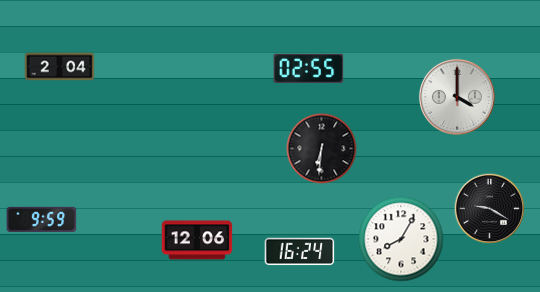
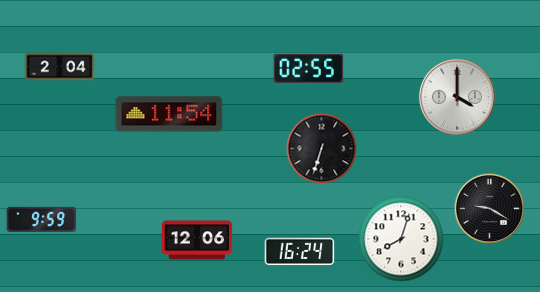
clock at (169, 114): none -> 11:54
clock at (322, 149): 6:31 -> 6:33
clock at (401, 239): 8:05 -> 8:03
